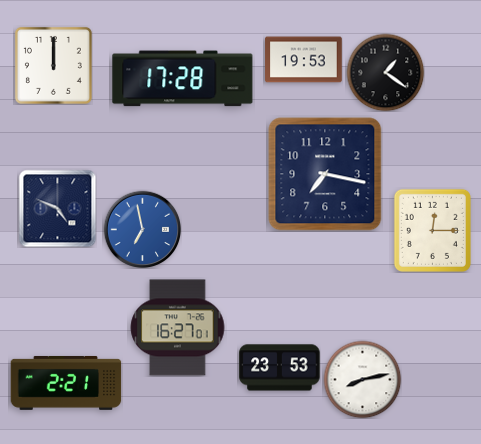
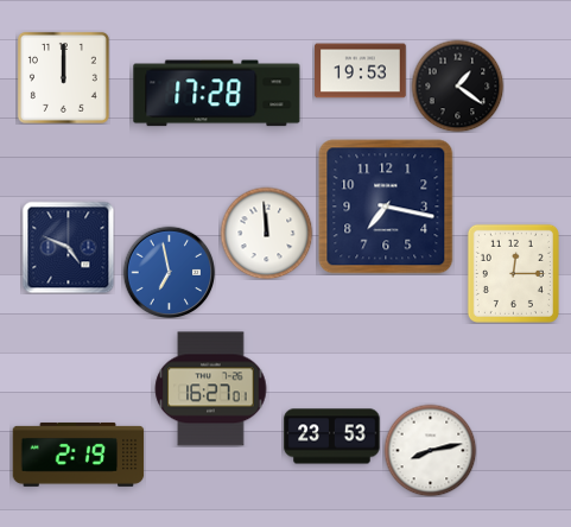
clock at (266, 233): none -> 11:59
clock at (66, 383): 2:21 -> 2:19
